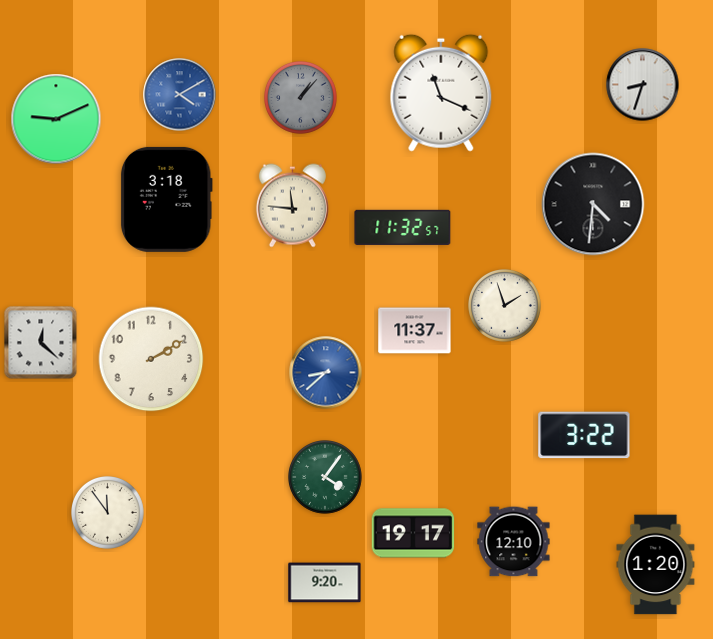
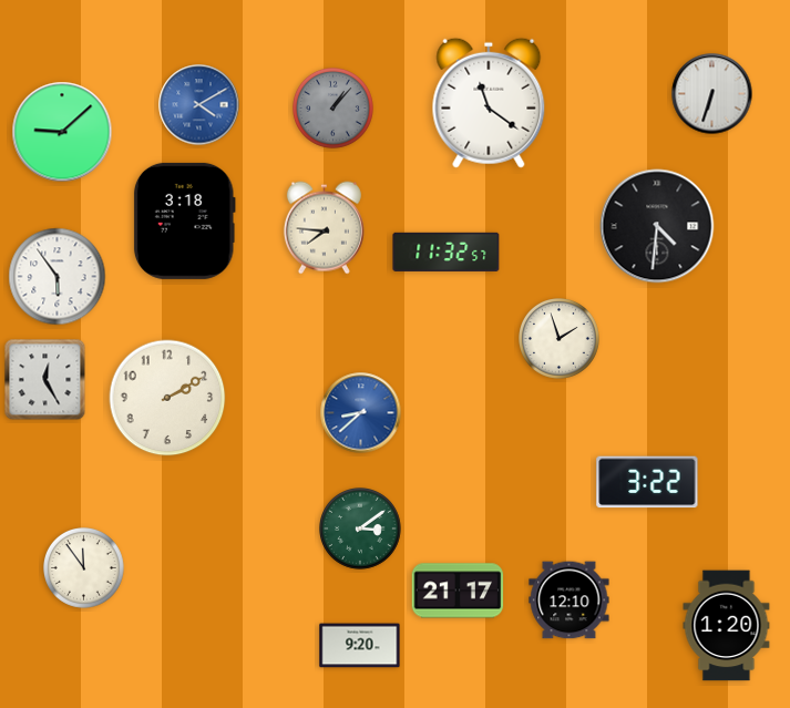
clock at (643, 85): 8:33 -> 6:33
clock at (441, 93): 11:19 -> 11:21
clock at (56, 119): 9:11 -> 9:08
clock at (292, 206): 11:46 -> 7:46
clock at (58, 277): none -> 5:54
clock at (415, 331): 11:37 -> none
clock at (41, 343): 12:22 -> 12:25
clock at (326, 478): 4:06 -> 3:09
clock at (108, 513) position: (108, 513) -> (84, 568)
clock at (413, 533): 19:17 -> 21:17
